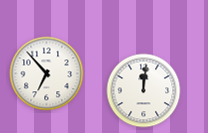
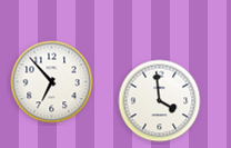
clock at (144, 91): 12:01 -> 3:59
